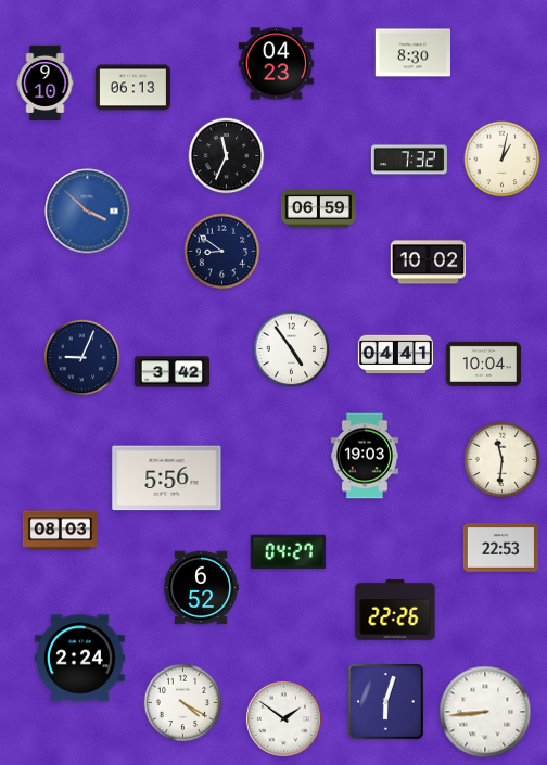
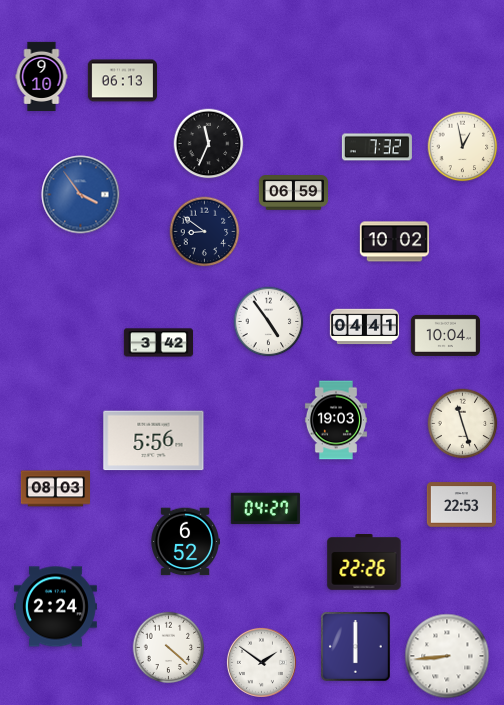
clock at (412, 53): 8:30 -> none
clock at (276, 64): 04:23 -> none
clock at (503, 160): 1:02 -> 12:58
clock at (88, 212): 3:52 -> 3:54
clock at (82, 358): 9:04 -> none
clock at (503, 460): 11:31 -> 11:27
clock at (79, 659) position: (79, 659) -> (55, 607)
clock at (386, 702): 6:03 -> 6:00
clock at (183, 703): 4:20 -> 4:22
